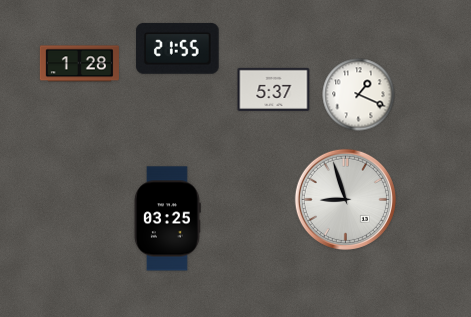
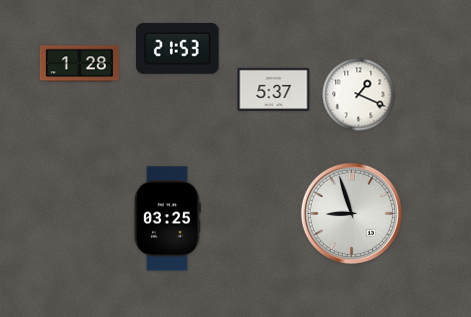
clock at (178, 48): 21:55 -> 21:53
clock at (345, 199) position: (345, 199) -> (351, 213)
